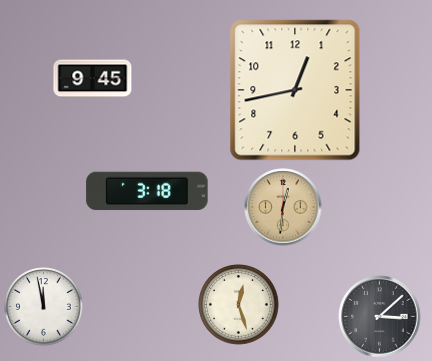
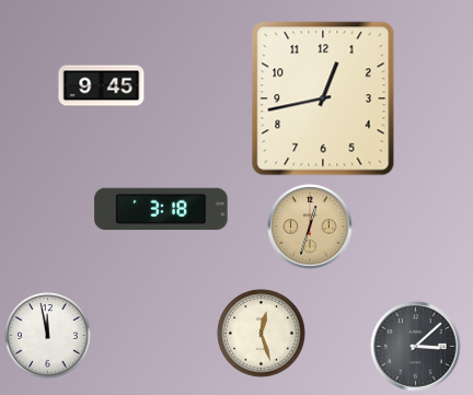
clock at (283, 207): 12:31 -> 12:33
